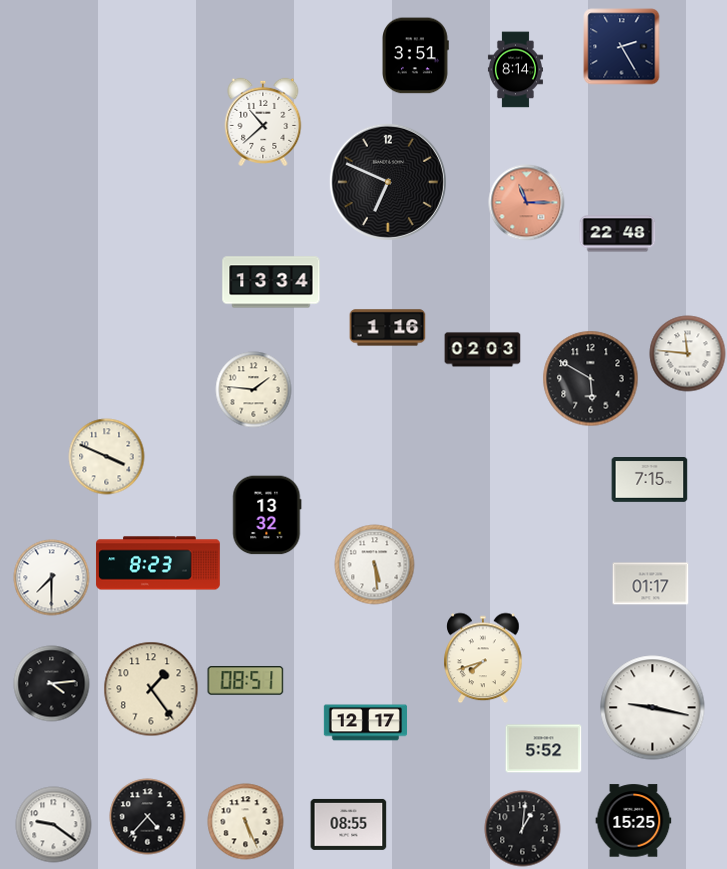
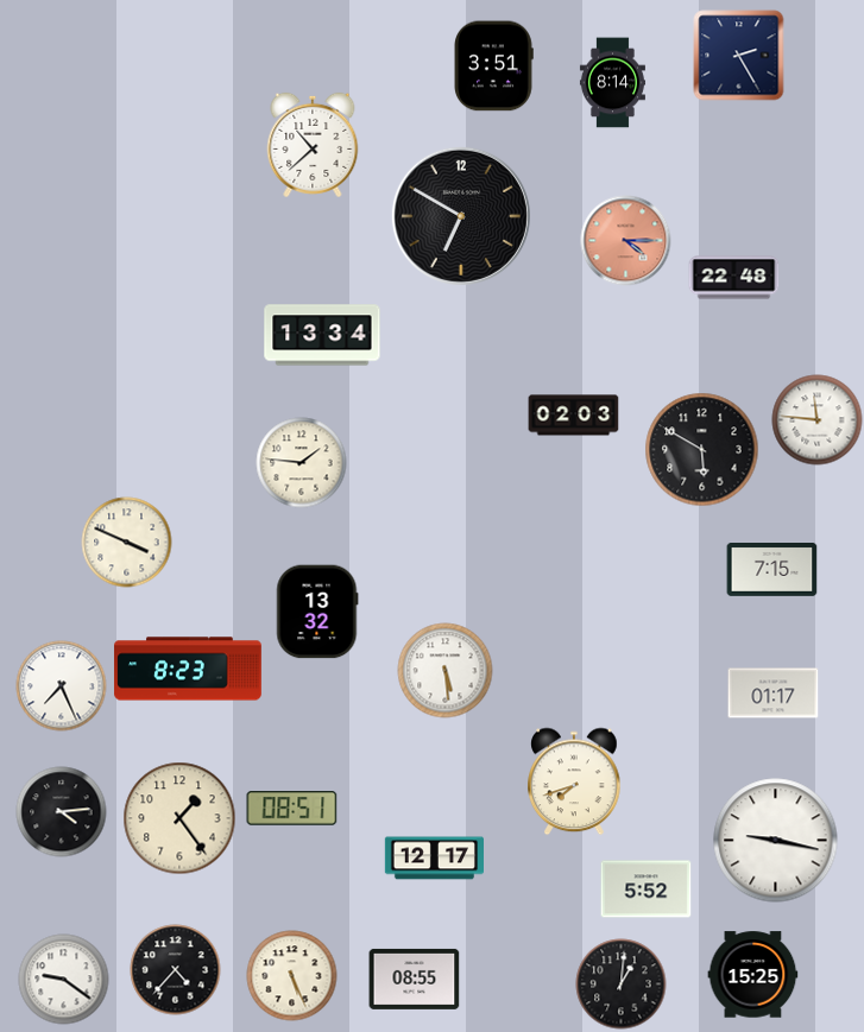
clock at (388, 182): 6:49 -> 6:50
clock at (527, 203): 11:15 -> 4:15
clock at (388, 328): 1:16 -> none
clock at (52, 578): 7:30 -> 7:26
